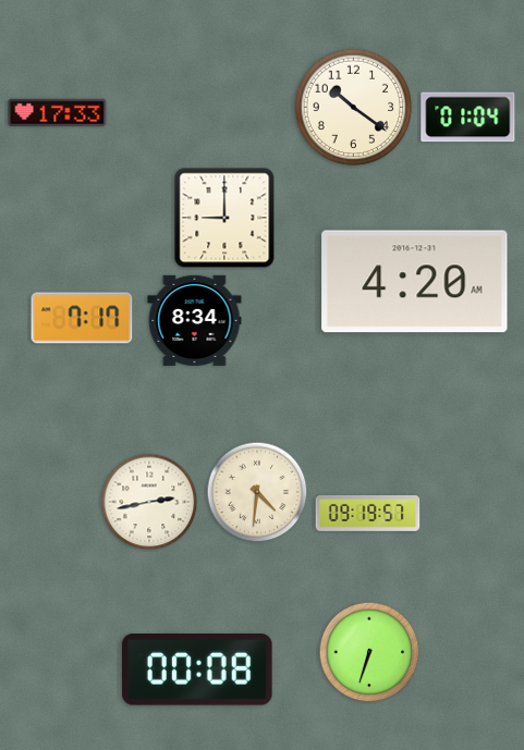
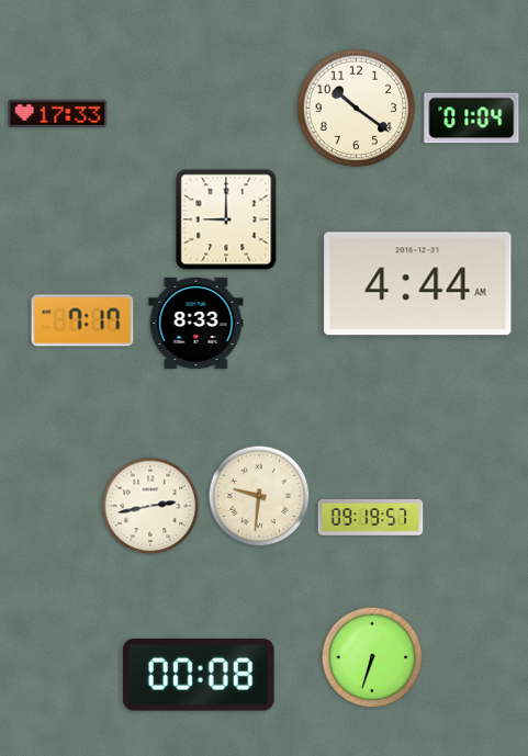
clock at (415, 282): 4:20 -> 4:44
clock at (195, 320): 8:34 -> 8:33
clock at (257, 492): 4:31 -> 9:31
